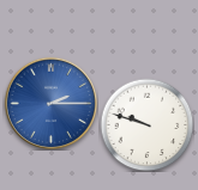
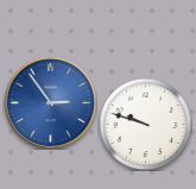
clock at (50, 103): 2:15 -> 2:54
